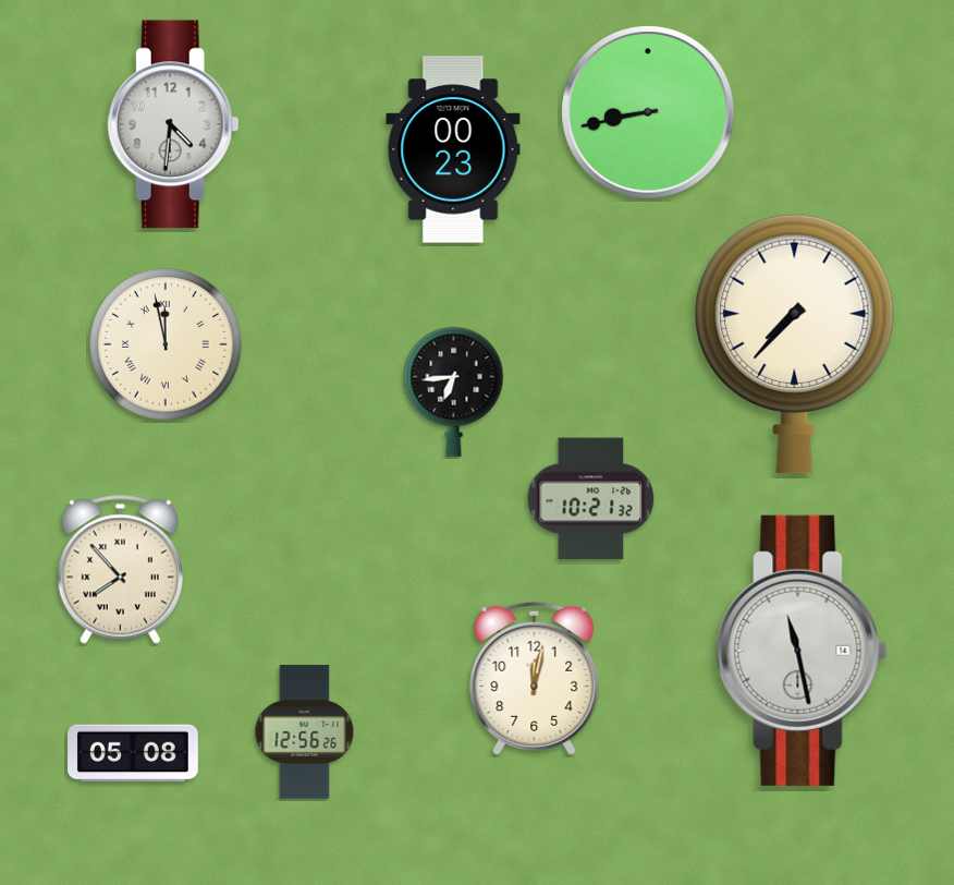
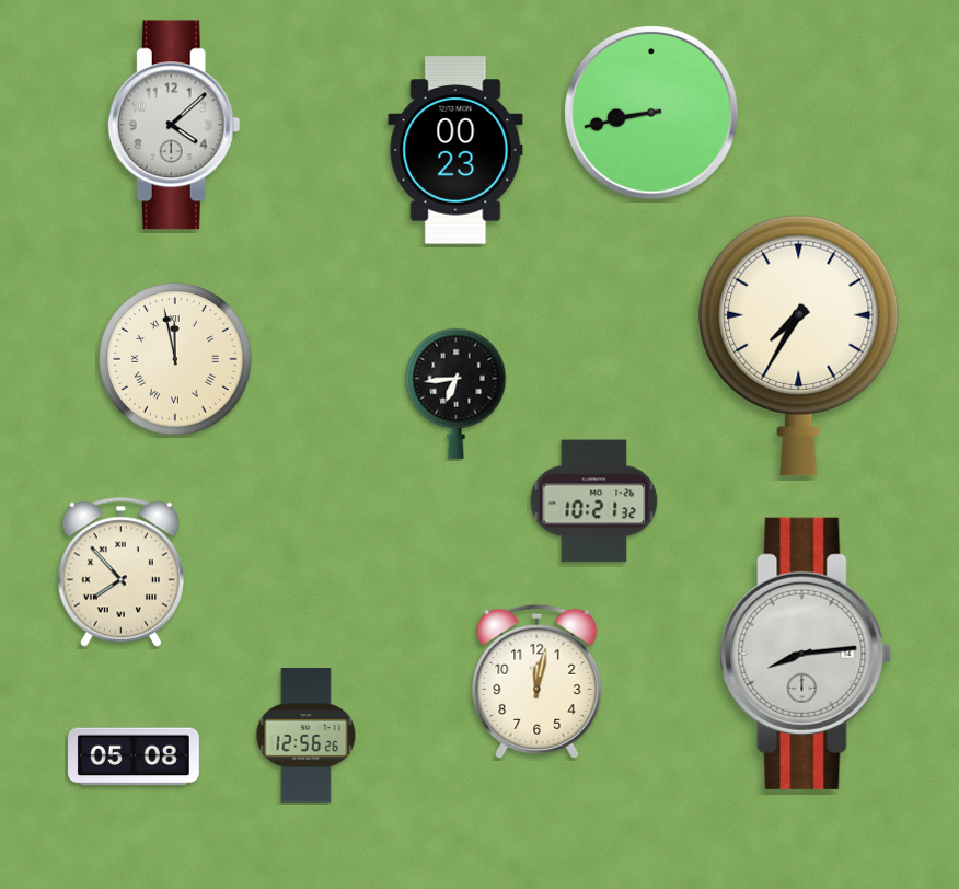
clock at (173, 124): 4:31 -> 4:08
clock at (795, 343): 7:37 -> 7:35
clock at (166, 344) position: (166, 344) -> (175, 359)
clock at (802, 651): 11:28 -> 8:14
